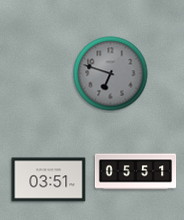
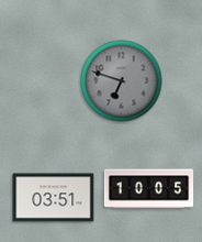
clock at (136, 172): 05:51 -> 10:05
